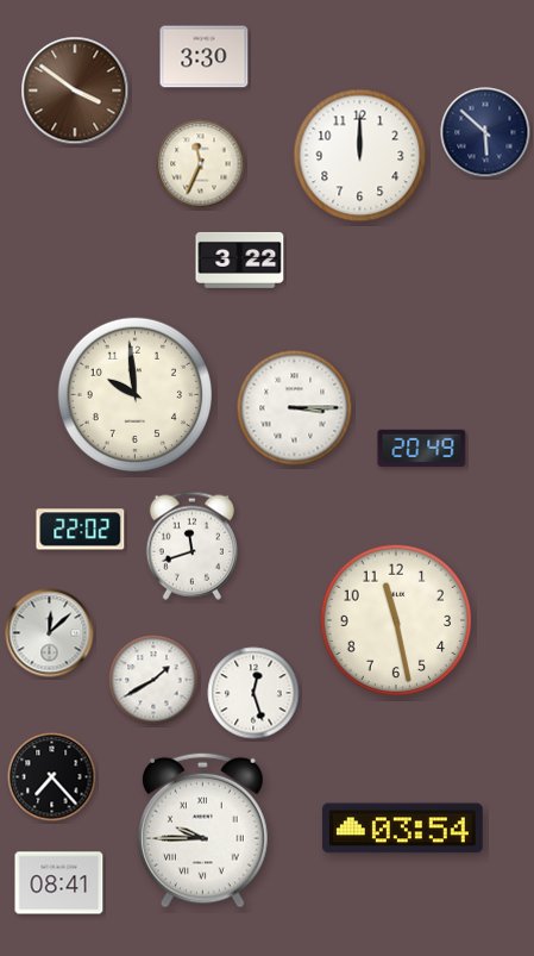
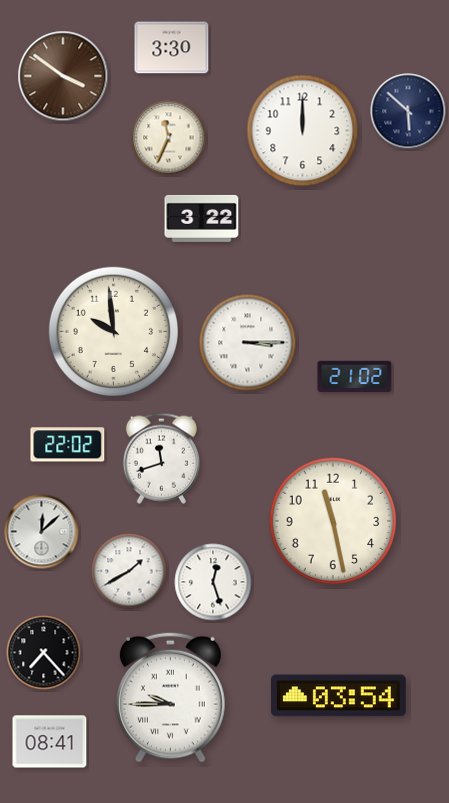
clock at (422, 448): 20:49 -> 21:02
